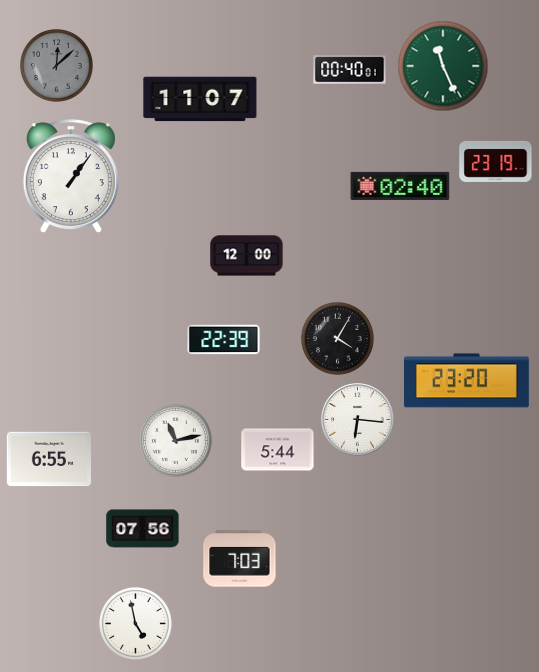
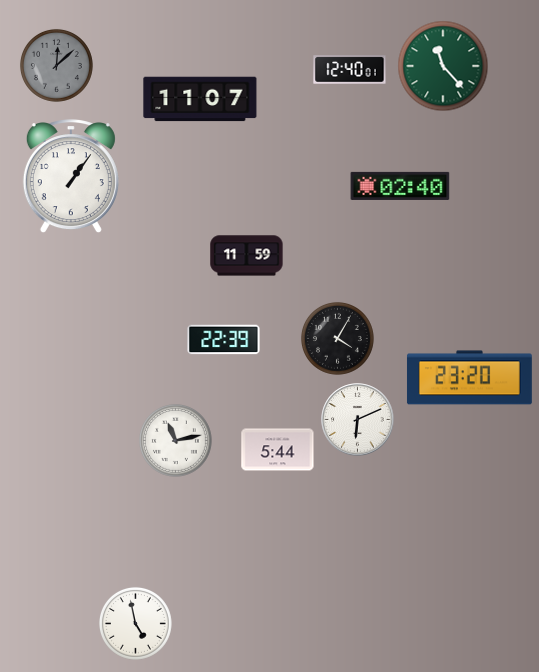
clock at (443, 66): 11:26 -> 11:23
clock at (350, 70): 00:40 -> 12:40
clock at (496, 161): 23:19 -> none
clock at (247, 256): 12:00 -> 11:59
clock at (466, 381) position: (466, 381) -> (469, 378)
clock at (358, 420): 6:16 -> 6:11
clock at (49, 459): 6:55 -> none
clock at (143, 529): 07:56 -> none
clock at (240, 559): 7:03 -> none
